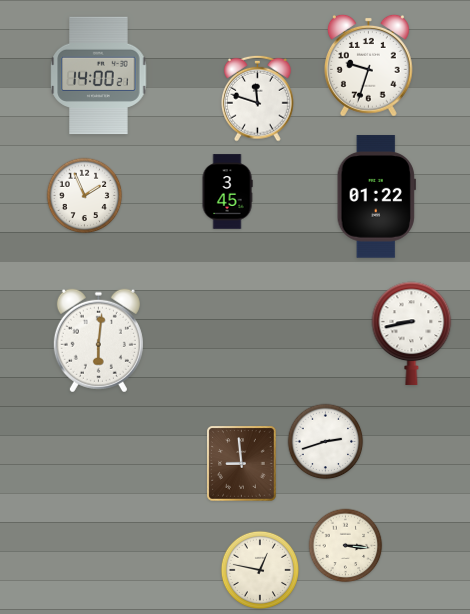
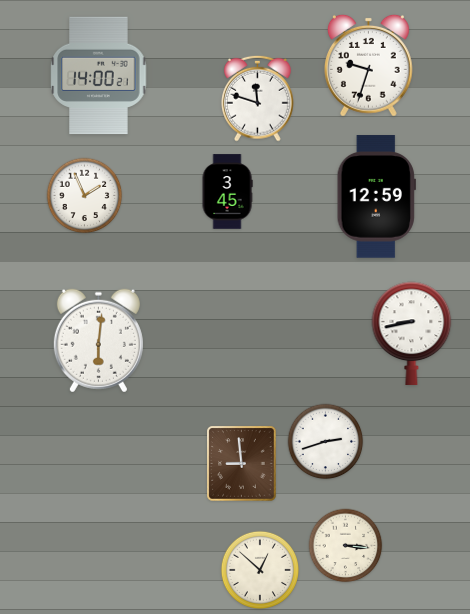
clock at (376, 197): 01:22 -> 12:59
clock at (259, 569): 12:47 -> 12:52
